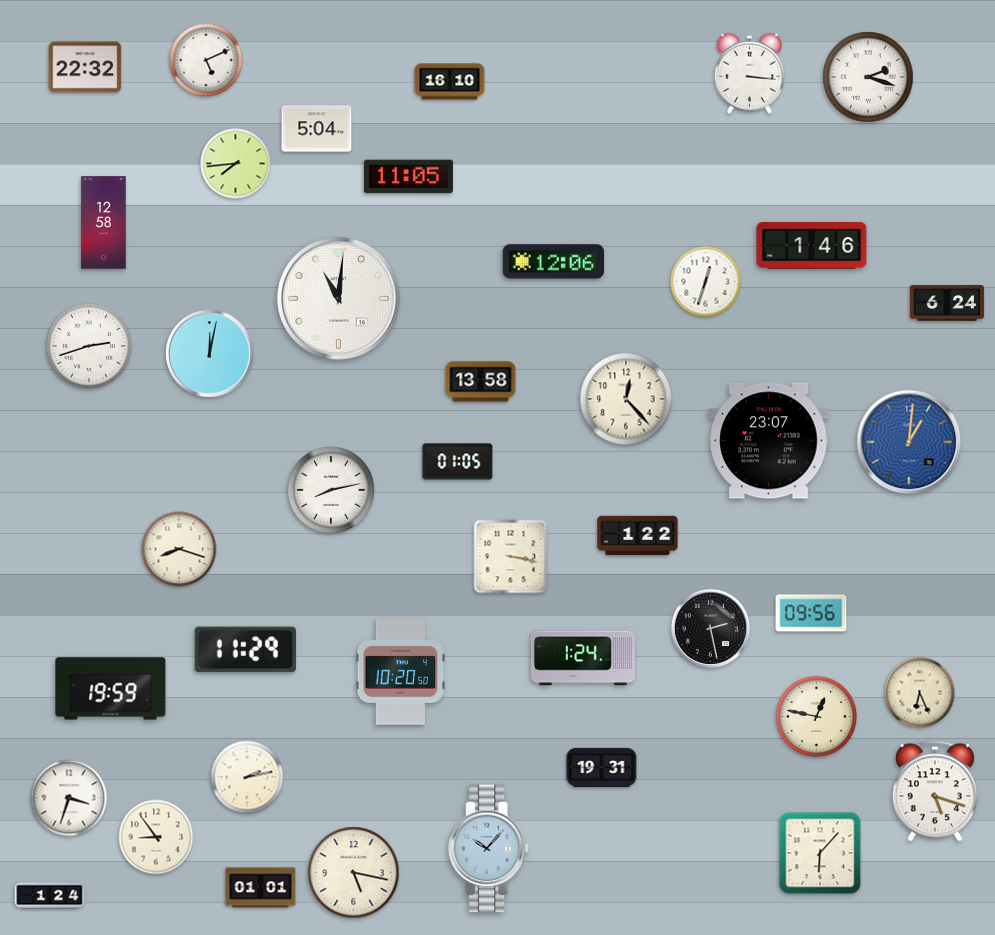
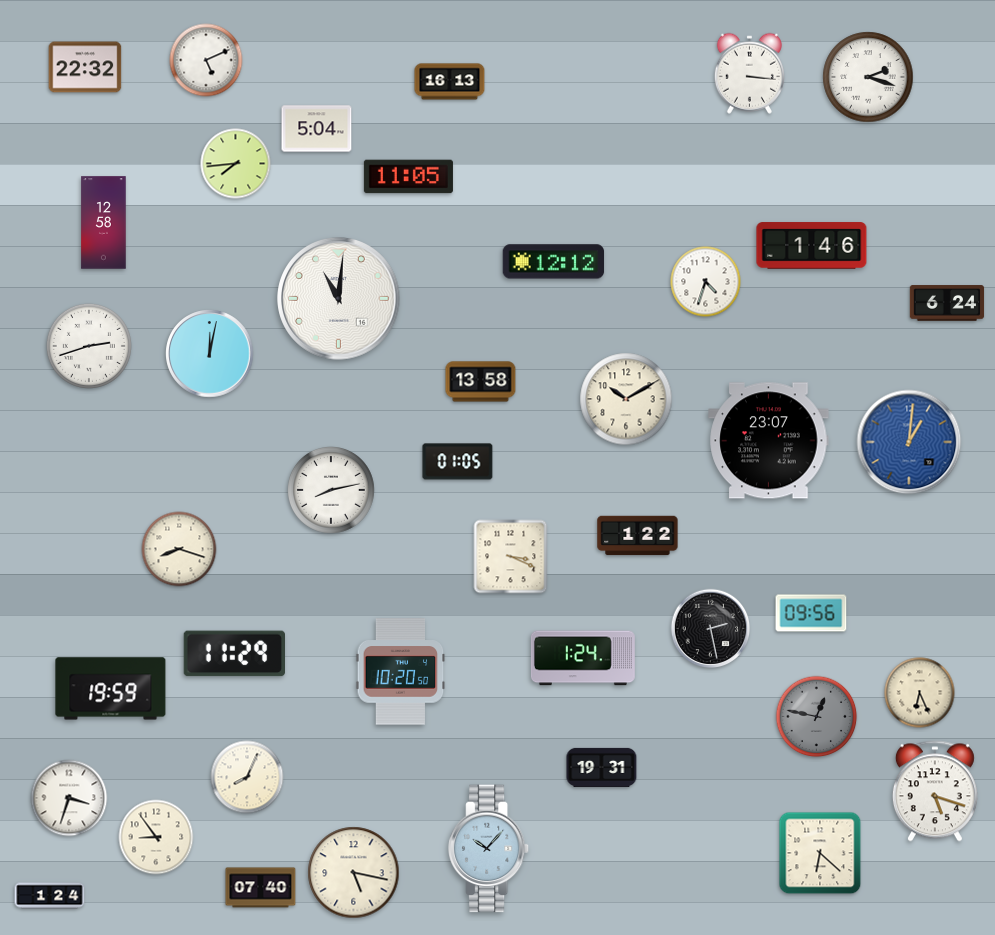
clock at (450, 82): 16:10 -> 16:13
clock at (554, 262): 12:06 -> 12:12
clock at (706, 282): 12:33 -> 4:33
clock at (626, 399): 12:23 -> 10:10
clock at (511, 557): 3:17 -> 3:19
clock at (245, 650) position: (245, 650) -> (234, 654)
clock at (817, 717) dial: cream -> grey
clock at (247, 777): 2:13 -> 8:04
clock at (820, 853): 6:07 -> 6:22
clock at (261, 888): 01:01 -> 07:40
